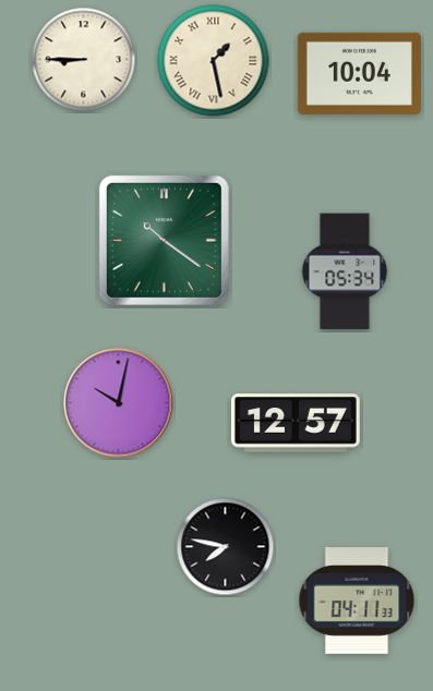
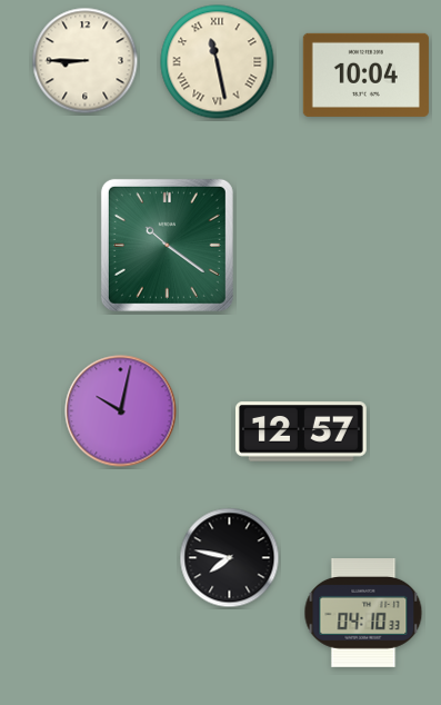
clock at (214, 61): 1:28 -> 11:28
clock at (345, 271): 05:34 -> none
clock at (357, 602): 04:11 -> 04:10
